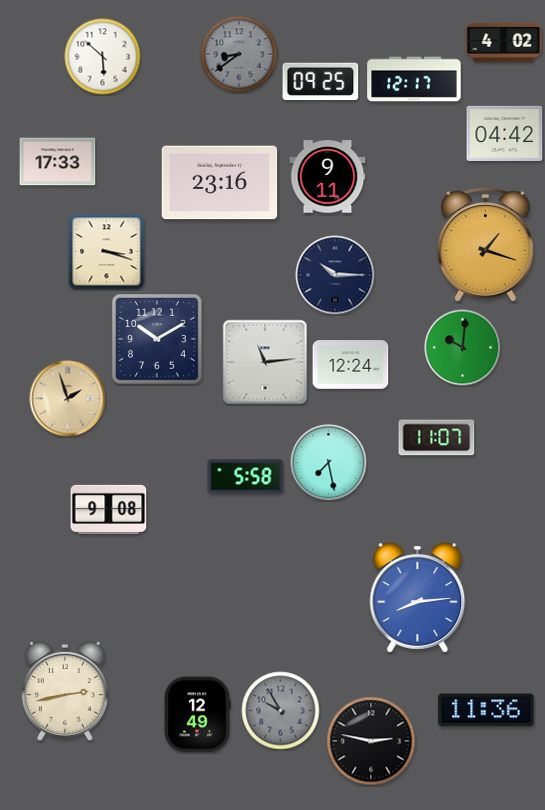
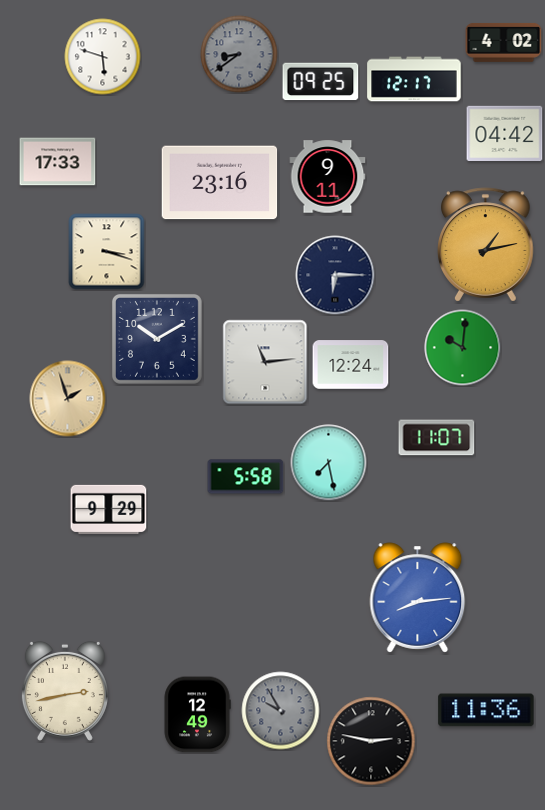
clock at (103, 57): 5:52 -> 5:48
clock at (486, 245): 1:18 -> 1:13
clock at (335, 275): 10:15 -> 6:15
clock at (109, 509): 9:08 -> 9:29
